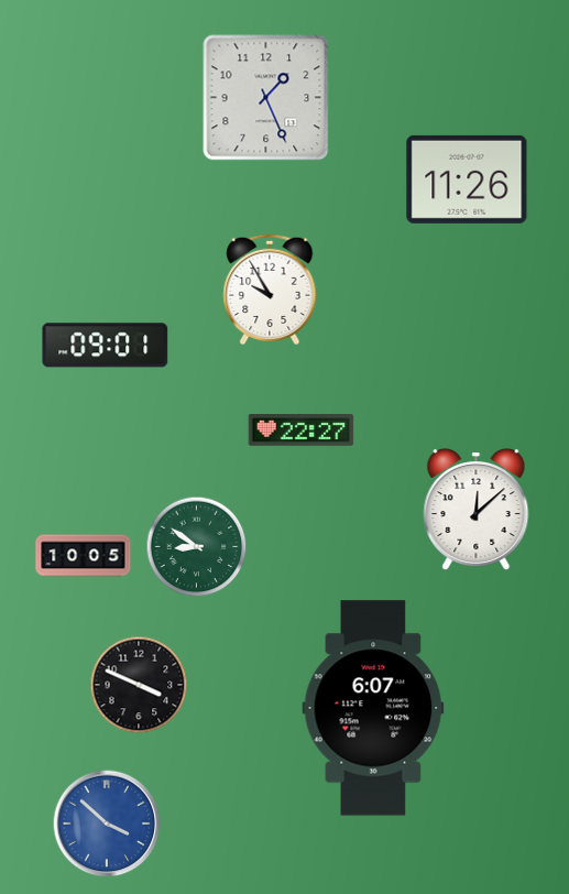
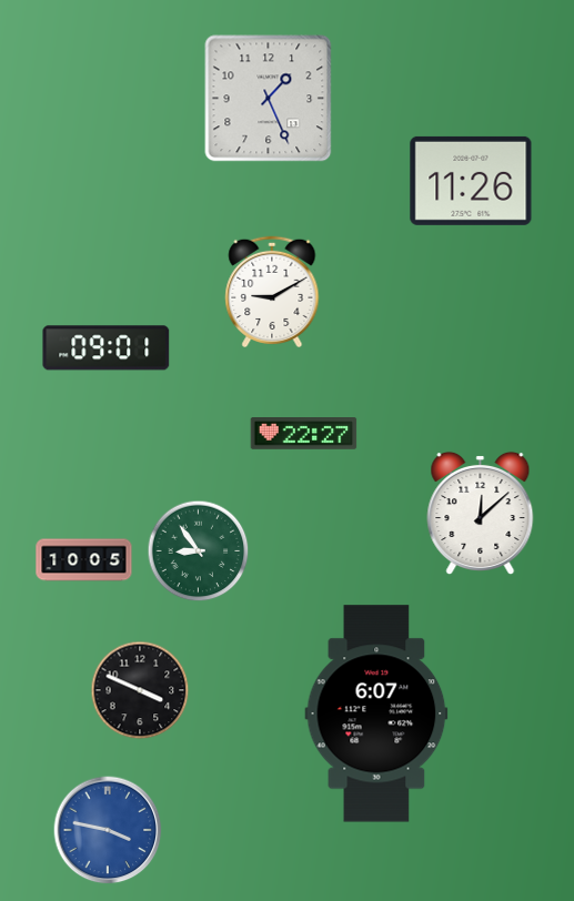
clock at (270, 290): 9:55 -> 9:10
clock at (197, 547): 8:51 -> 8:54
clock at (107, 824): 3:52 -> 3:47
